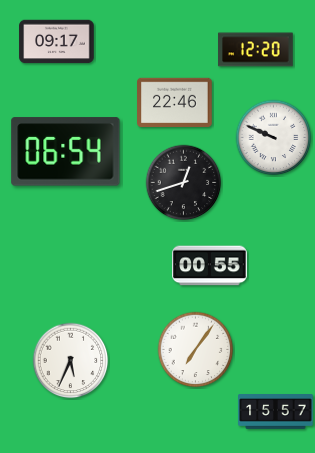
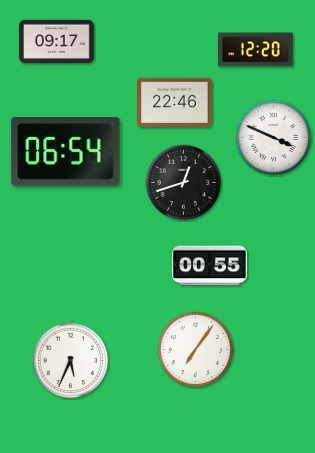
clock at (274, 138): 9:49 -> 3:49
clock at (276, 412): 15:57 -> none
